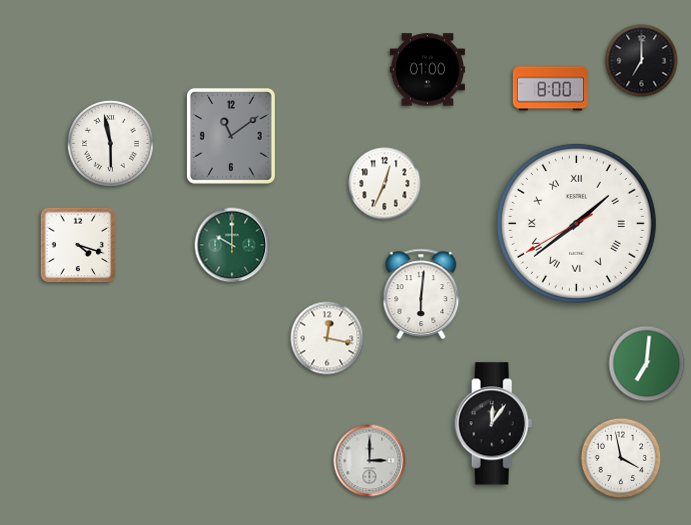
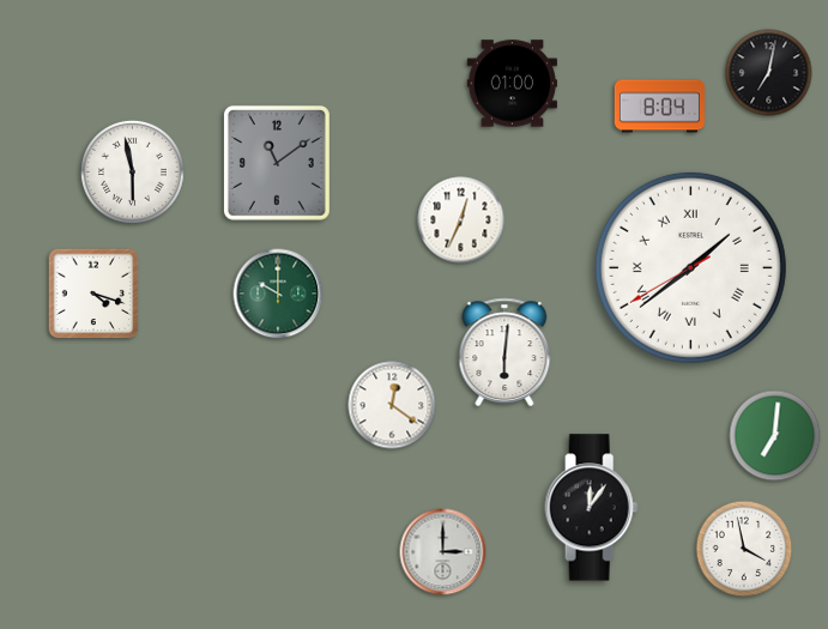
clock at (642, 61): 7:00 -> 7:02
clock at (550, 89): 8:00 -> 8:04
clock at (327, 338): 12:17 -> 12:21
